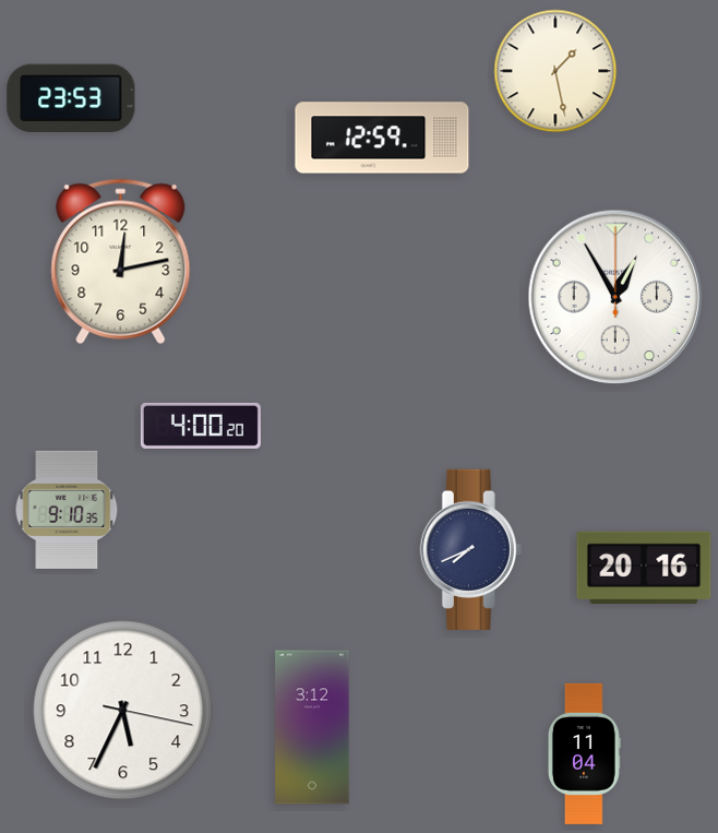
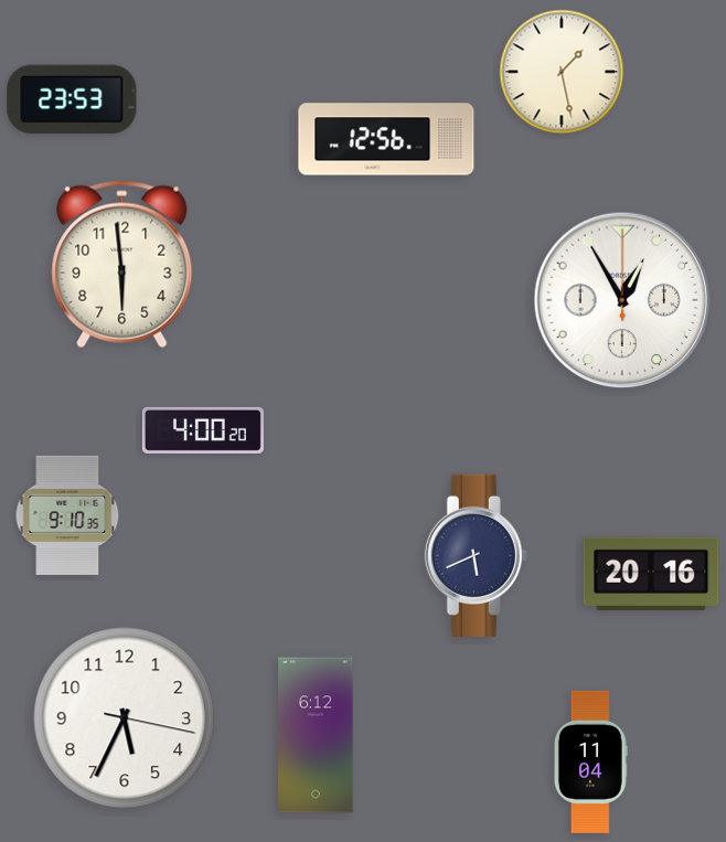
clock at (382, 138): 12:59 -> 12:56
clock at (121, 262): 12:13 -> 5:59
clock at (470, 549): 7:41 -> 5:41
clock at (312, 727): 3:12 -> 6:12
